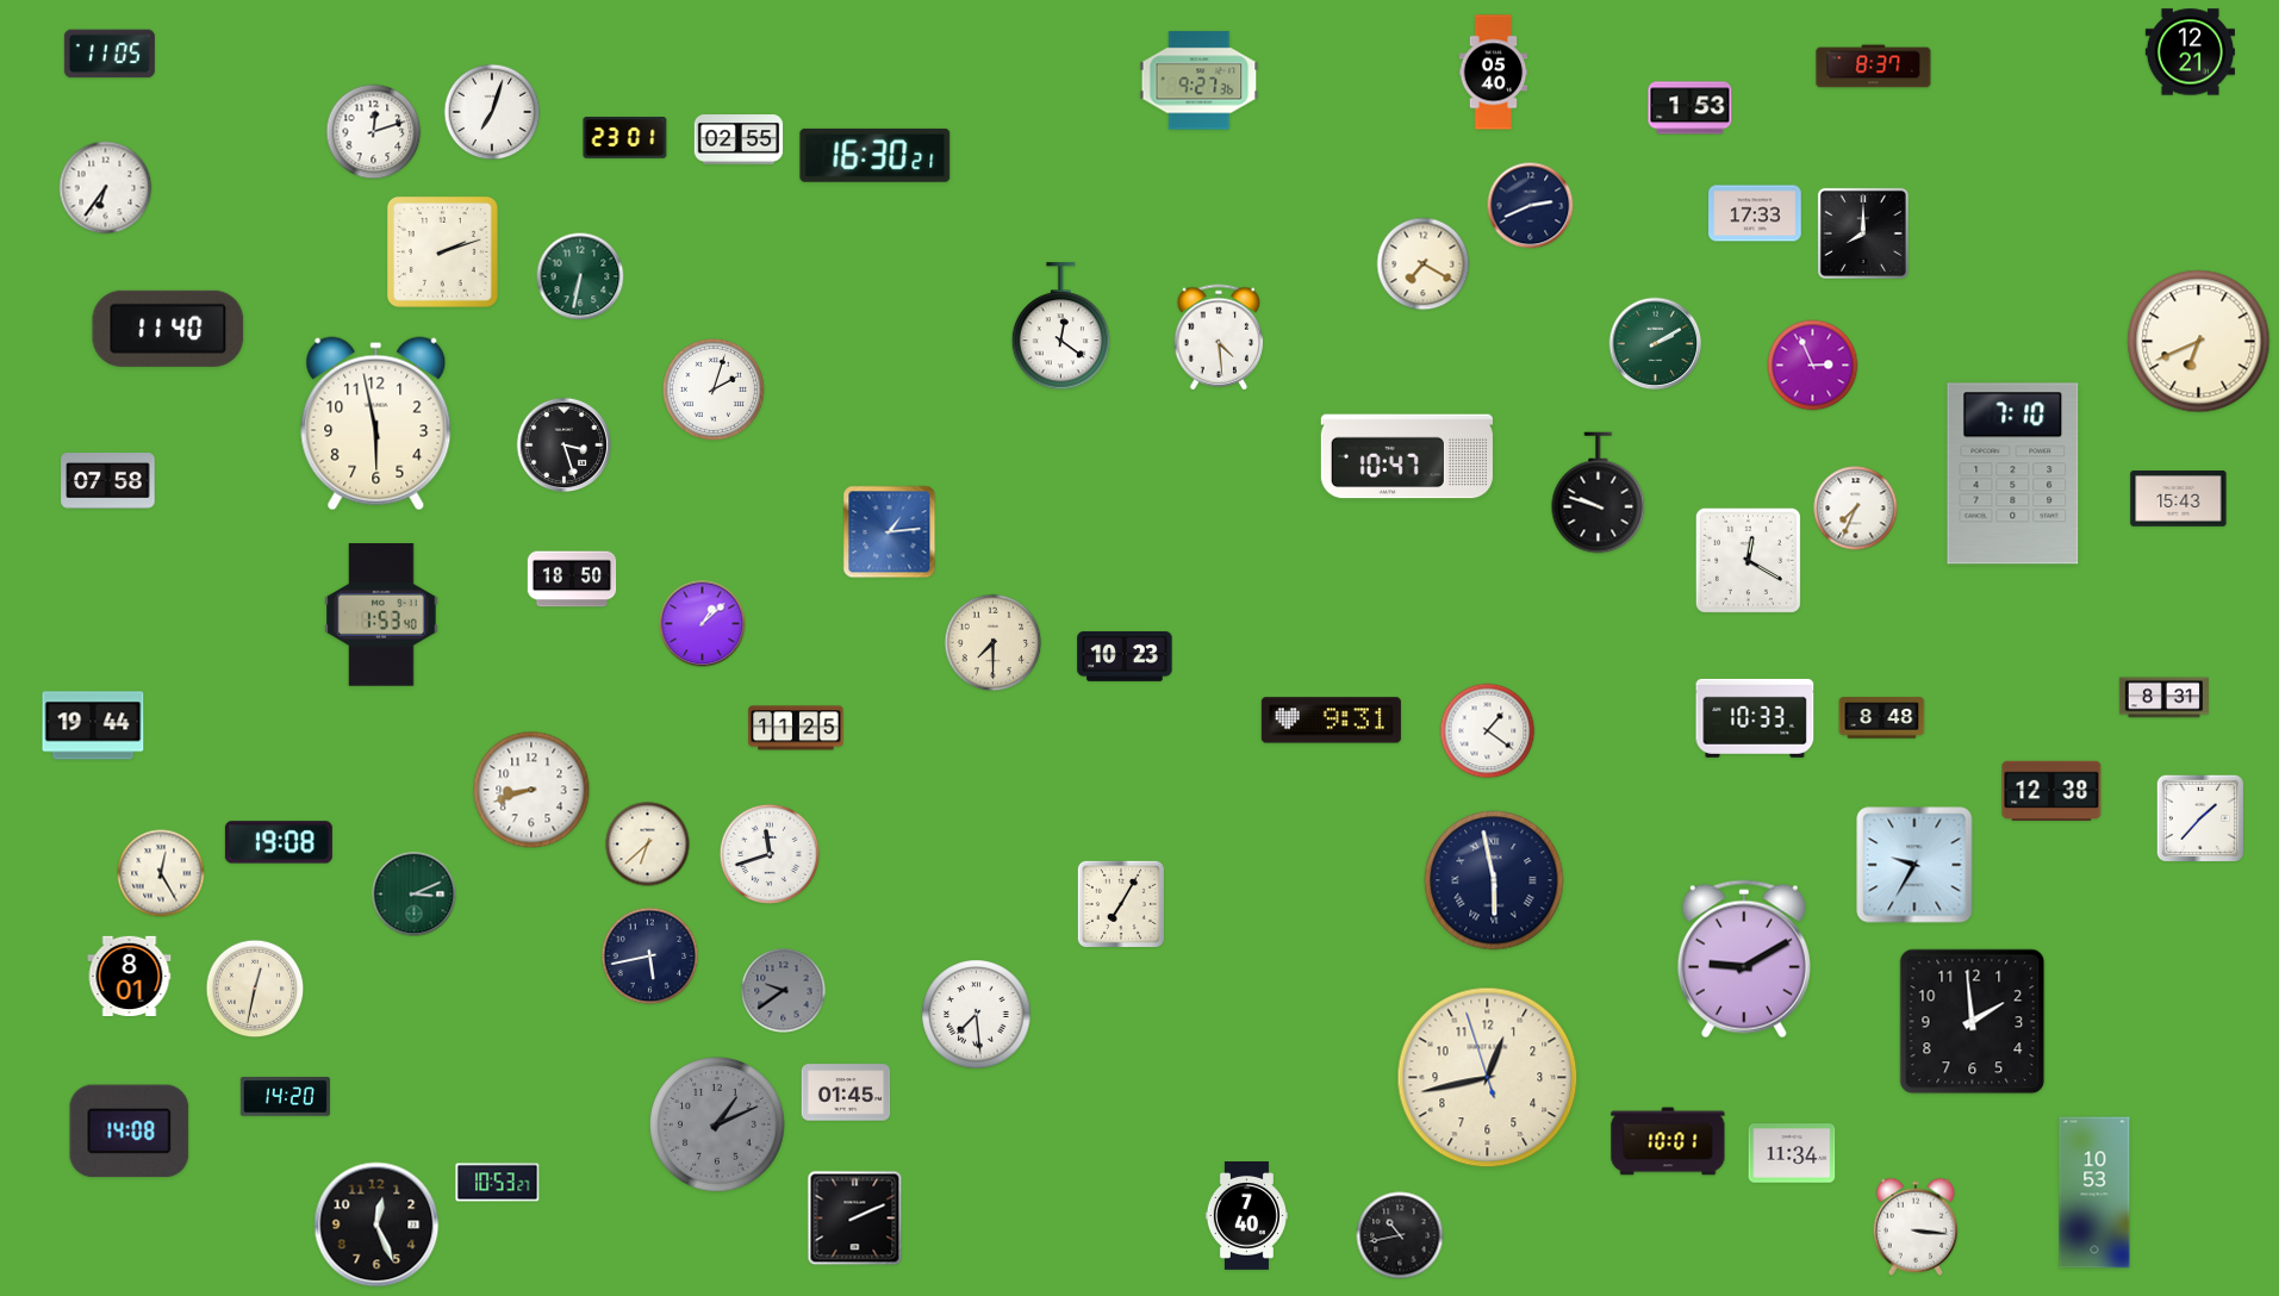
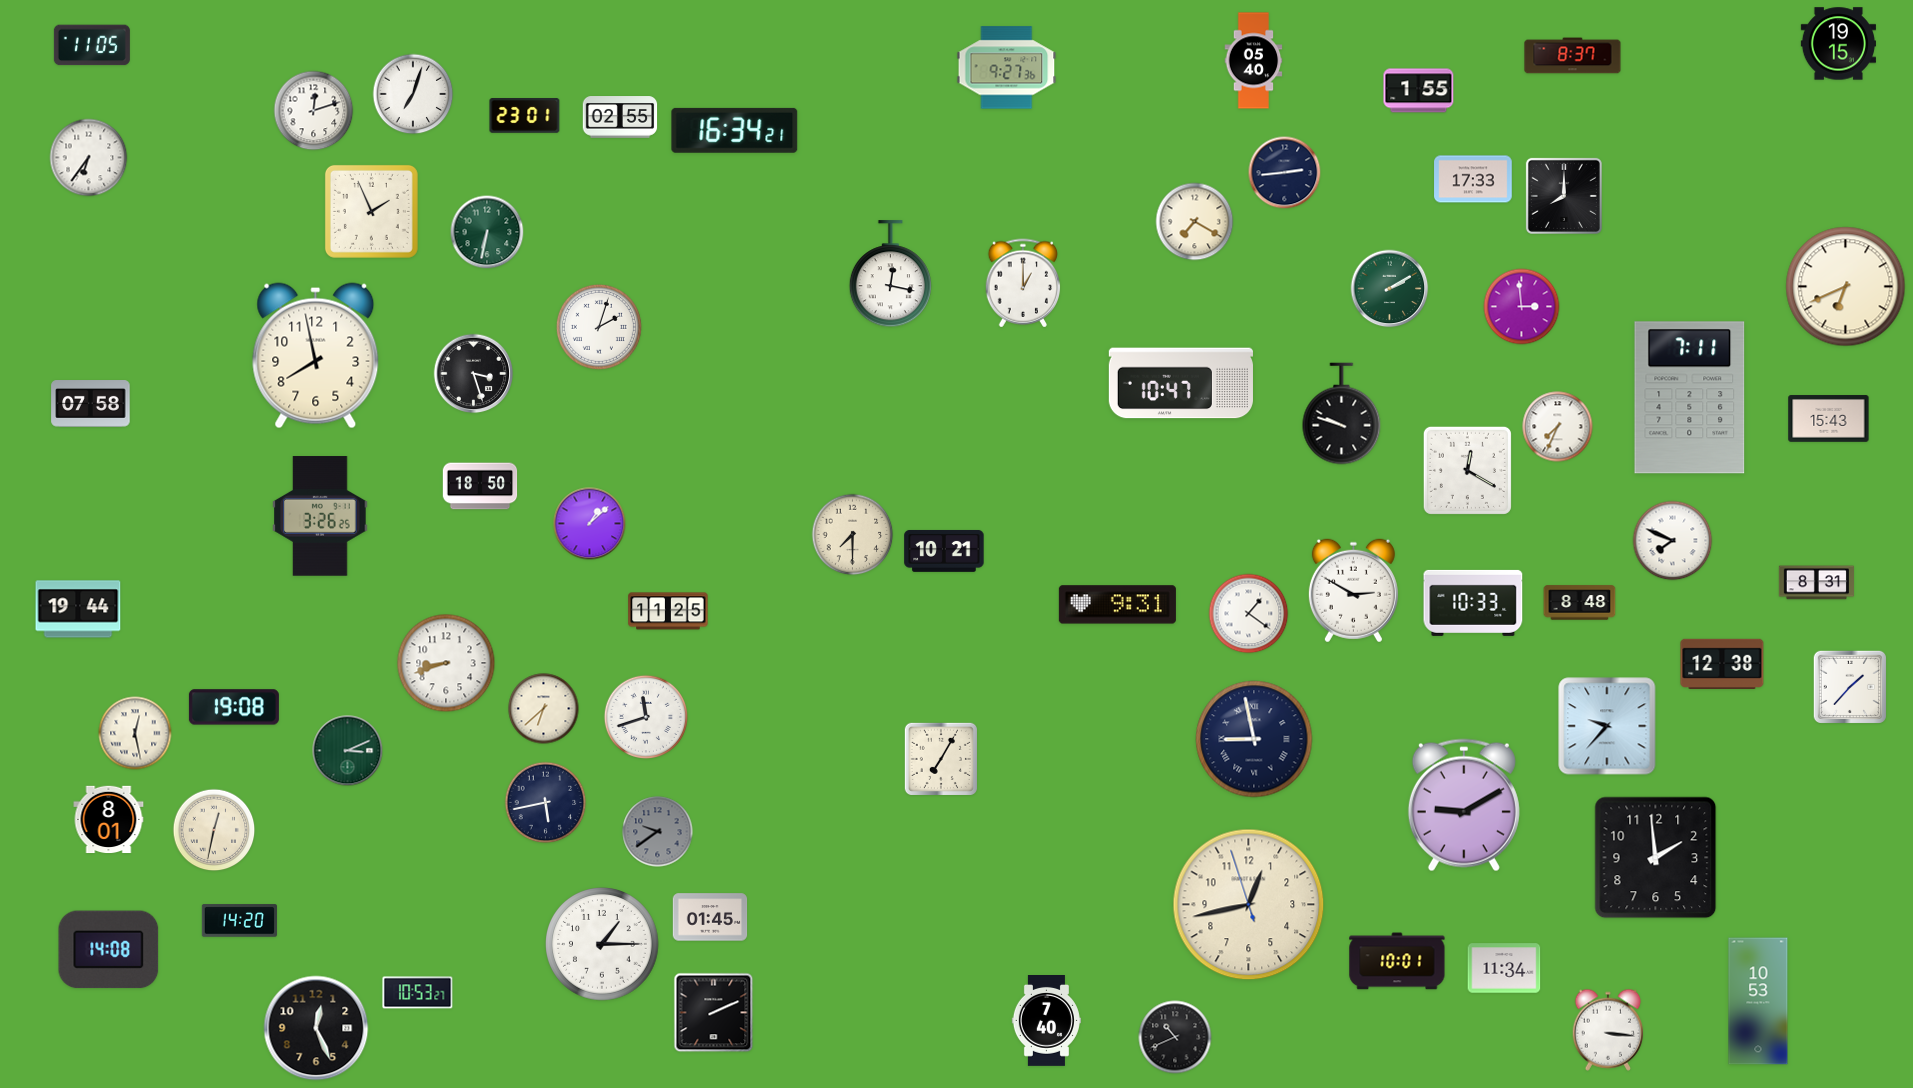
clock at (2190, 52): 12:21 -> 19:15
clock at (1690, 108): 1:53 -> 1:55
clock at (876, 155): 16:30 -> 16:34
clock at (1531, 206): 2:41 -> 2:44
clock at (442, 251): 2:12 -> 1:56
clock at (1060, 326): 12:21 -> 12:17
clock at (168, 329): 11:40 -> none
clock at (1219, 337): 4:29 -> 1:00
clock at (1813, 366): 2:56 -> 2:59
clock at (376, 424): 5:58 -> 7:58
clock at (2013, 474): 7:10 -> 7:11
clock at (890, 532): 1:14 -> none
clock at (381, 615): 1:53 -> 3:26
clock at (994, 643) position: (994, 643) -> (853, 535)
clock at (1673, 541): none -> 7:49
clock at (1125, 656): 10:23 -> 10:21
clock at (2163, 698) position: (2163, 698) -> (1816, 583)
clock at (1353, 591): none -> 2:50
clock at (2199, 817) position: (2199, 817) -> (1849, 686)
clock at (1914, 865): 9:35 -> 9:37
clock at (161, 873): 12:25 -> 12:28
clock at (1494, 880): 5:58 -> 8:58
clock at (977, 1015): 7:29 -> none
clock at (717, 1124): 1:11 -> 1:15
clock at (717, 1124) dial: grey -> white
clock at (1668, 1141) position: (1668, 1141) -> (1397, 961)
clock at (855, 1219) position: (855, 1219) -> (714, 1013)
clock at (1400, 1235): 10:43 -> 10:41
